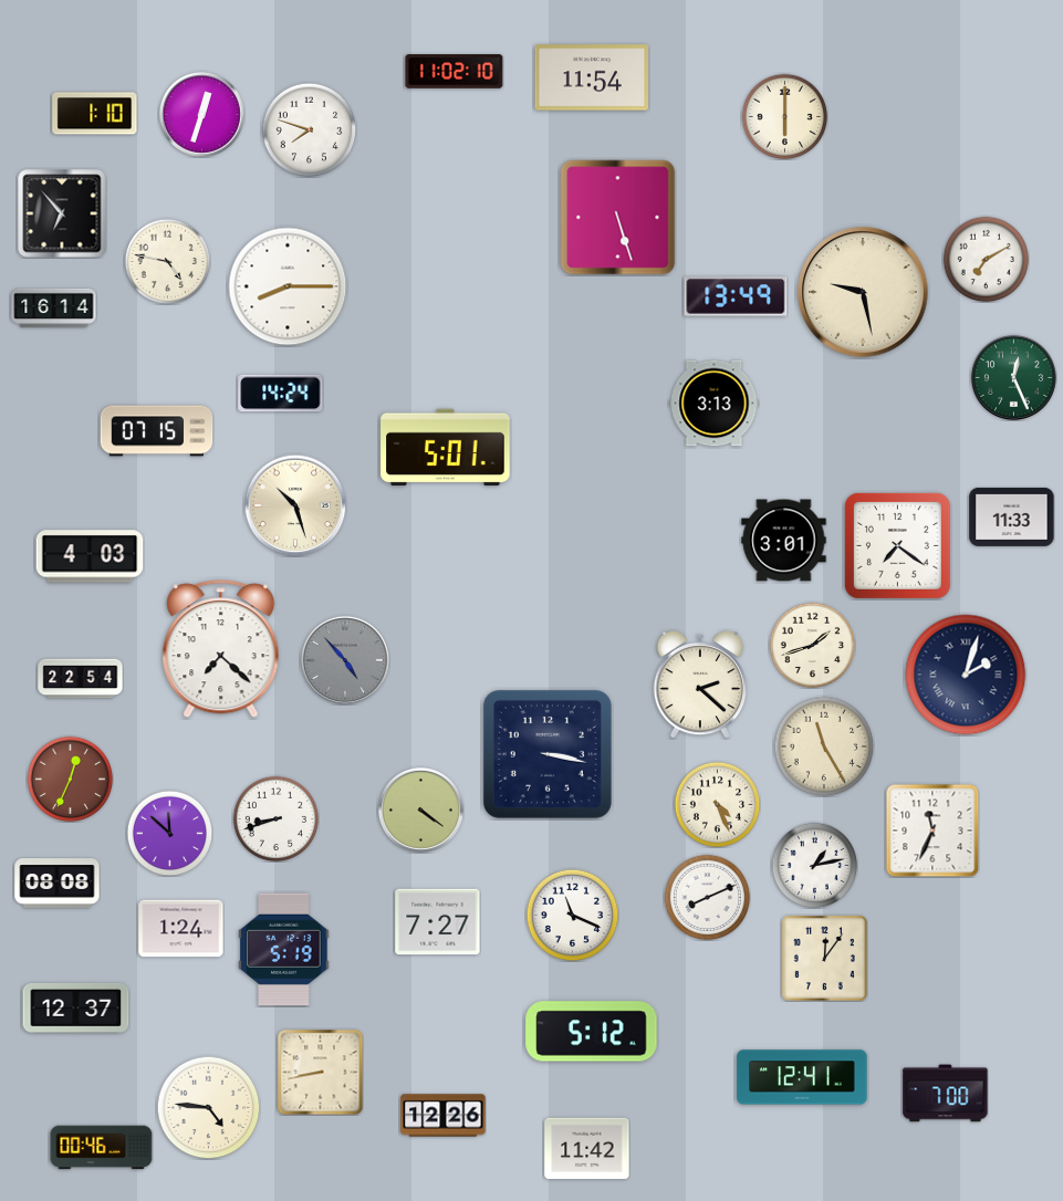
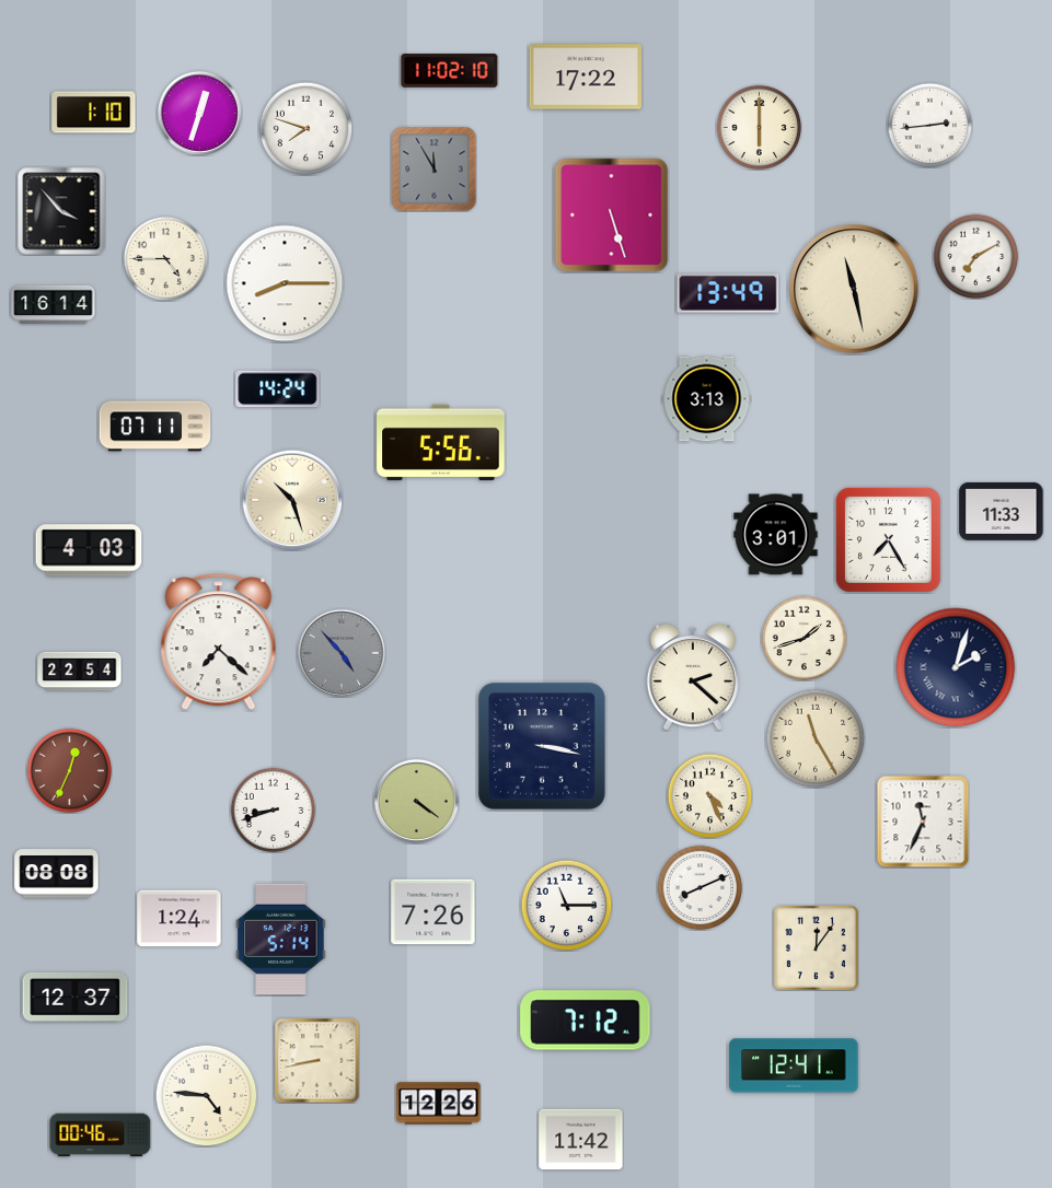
clock at (592, 77): 11:54 -> 17:22
clock at (784, 116) position: (784, 116) -> (759, 127)
clock at (929, 125): none -> 2:44
clock at (433, 168): none -> 11:55
clock at (62, 213): 6:53 -> 3:53
clock at (167, 261): 4:47 -> 4:45
clock at (863, 292): 9:28 -> 11:28
clock at (1013, 377): 12:26 -> none
clock at (157, 431): 07:15 -> 07:11
clock at (446, 448): 5:01 -> 5:56
clock at (897, 545): 7:21 -> 7:25
clock at (169, 833): 11:52 -> none
clock at (814, 865): 1:13 -> none
clock at (572, 915): 11:19 -> 11:15
clock at (438, 922): 7:27 -> 7:26
clock at (284, 950): 5:19 -> 5:14
clock at (592, 1032): 5:12 -> 7:12
clock at (946, 1094): 7:00 -> none
clock at (587, 1149) position: (587, 1149) -> (581, 1140)
